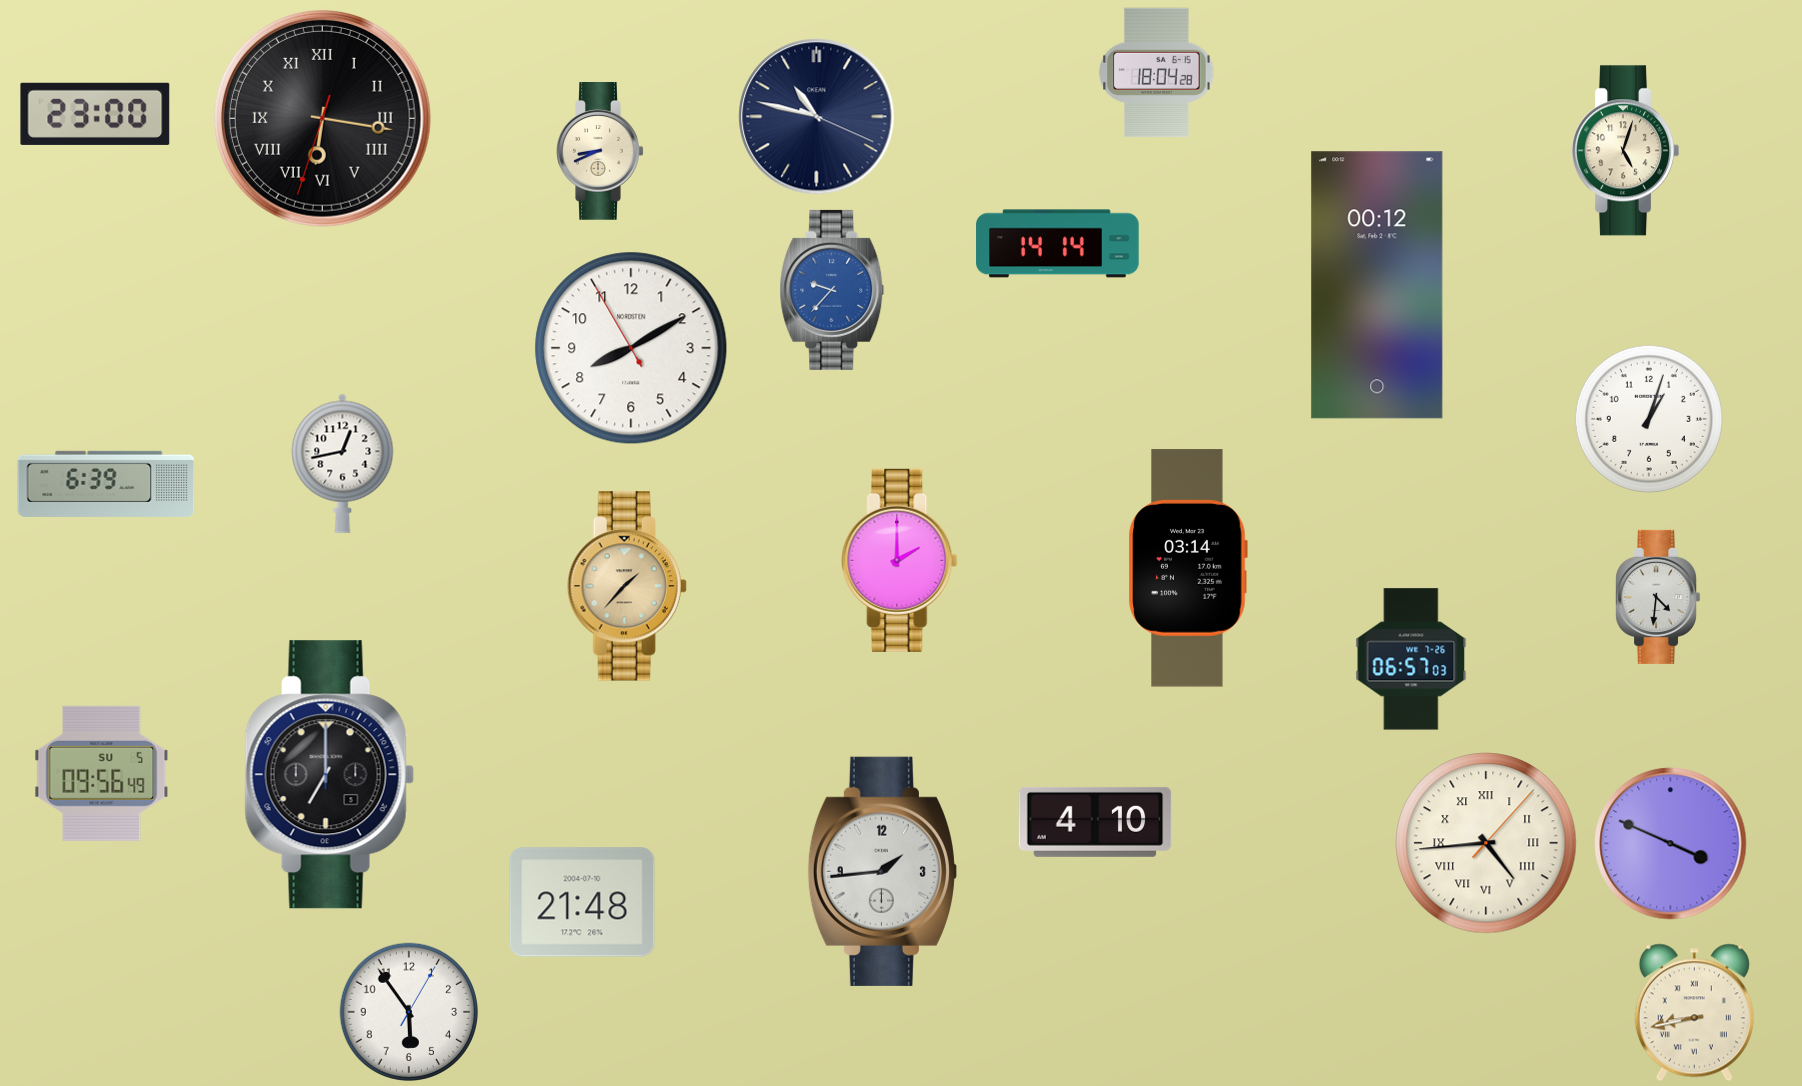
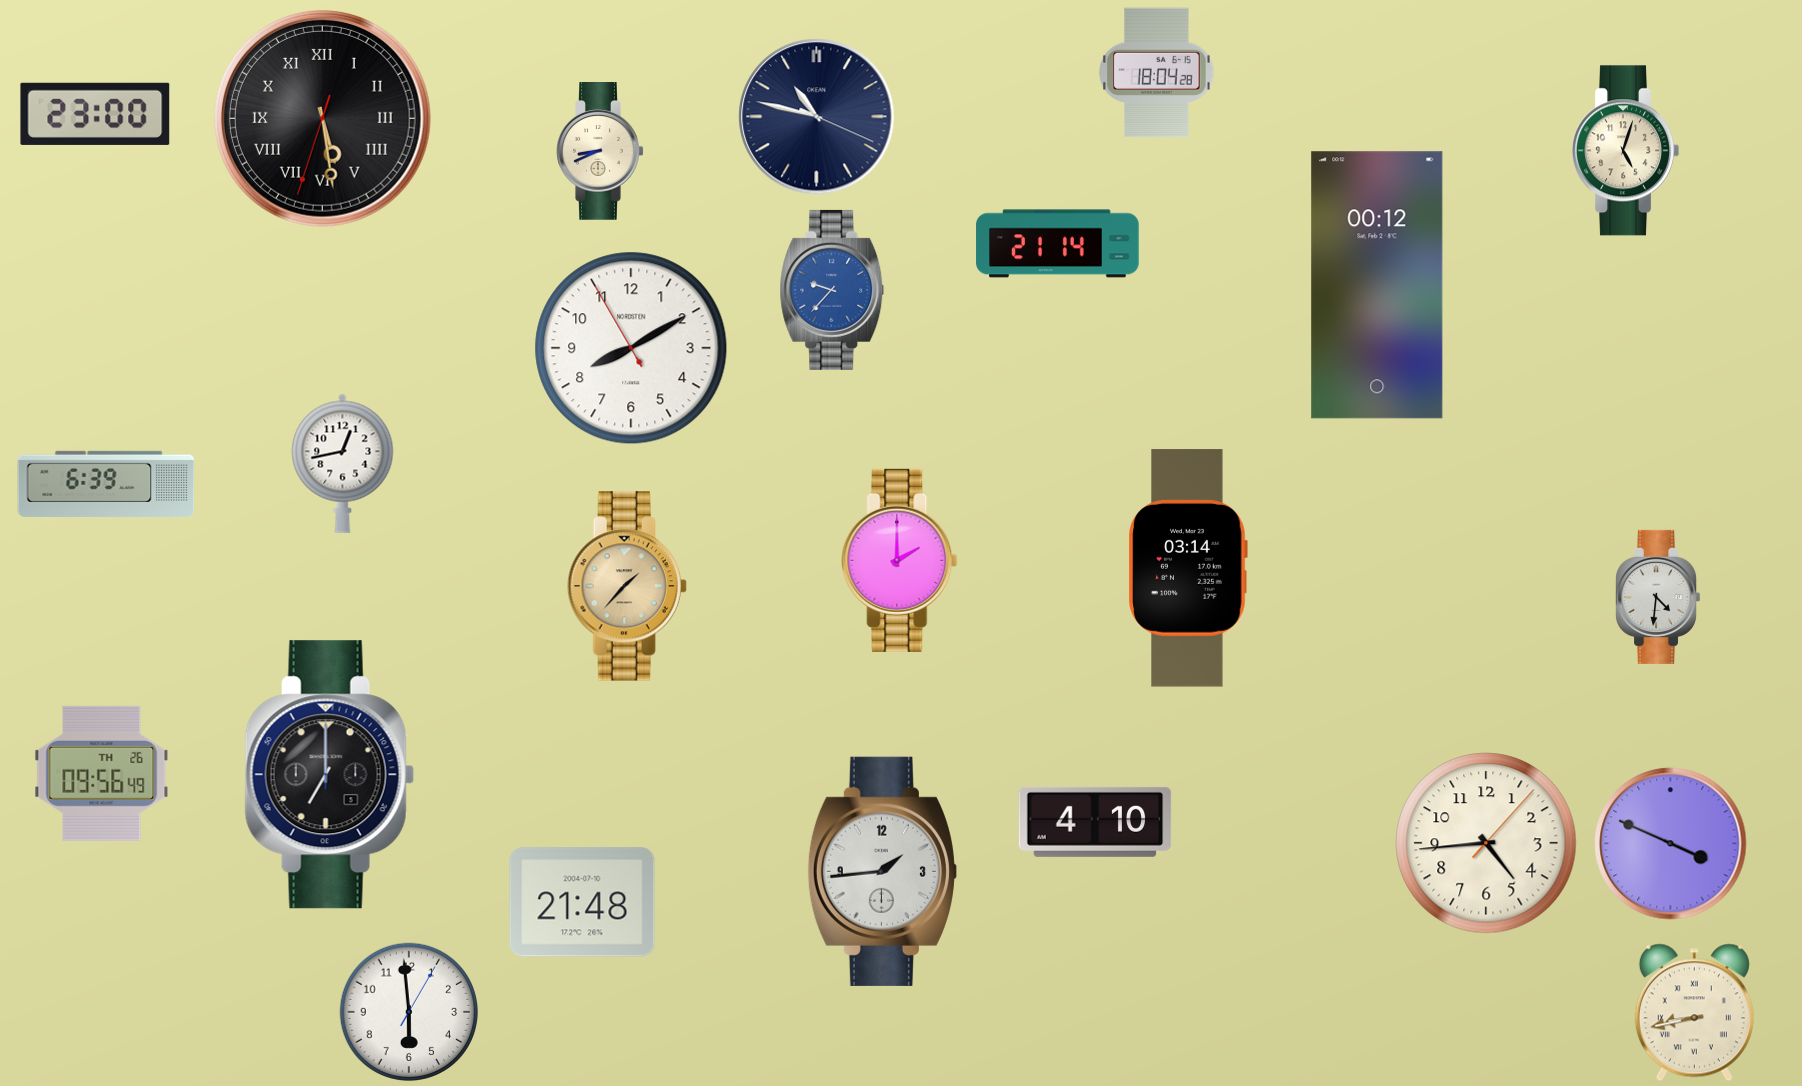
clock at (322, 118): 6:16 -> 5:28
clock at (1058, 244): 14:14 -> 21:14
clock at (1649, 419): 1:03 -> none
clock at (1411, 659): 06:57 -> none
clock at (102, 773) date: SU 5 -> TH 26
clock at (1486, 843) numerals: Roman -> Arabic
clock at (408, 1011): 5:54 -> 5:59
